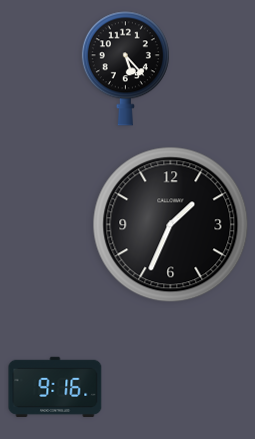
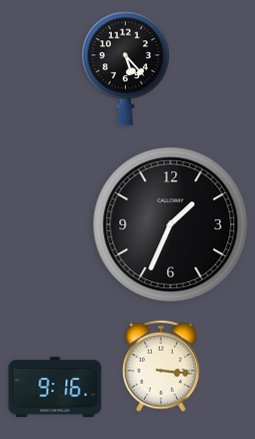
clock at (161, 366): none -> 3:16
